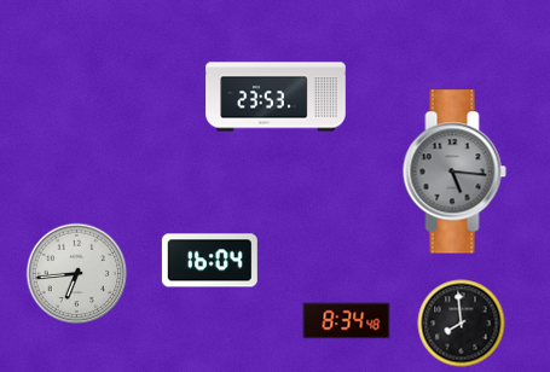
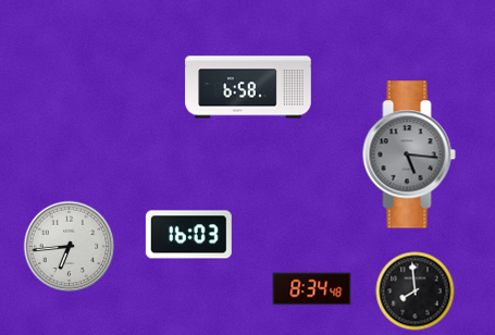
clock at (276, 97): 23:53 -> 6:58
clock at (209, 261): 16:04 -> 16:03
